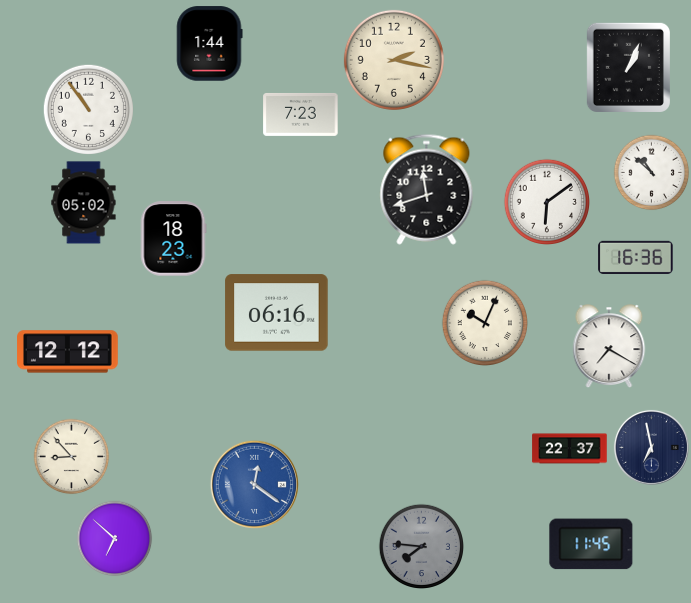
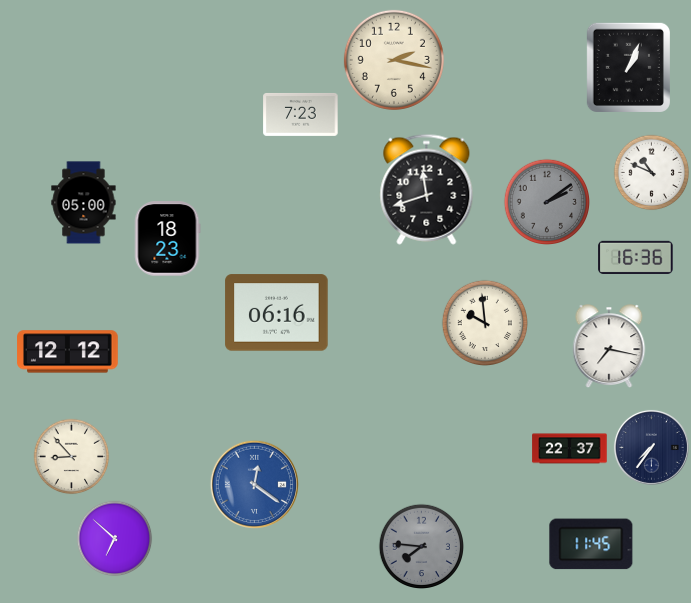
clock at (210, 44): 1:44 -> none
clock at (88, 109): 10:54 -> none
clock at (652, 173): 10:52 -> 10:49
clock at (546, 201): 6:09 -> 2:09
clock at (546, 201) dial: white -> grey
clock at (84, 203): 05:02 -> 05:00
clock at (173, 239) position: (173, 239) -> (167, 239)
clock at (484, 322): 10:04 -> 9:59
clock at (609, 346): 7:20 -> 7:17
clock at (651, 447): 6:58 -> 7:36
